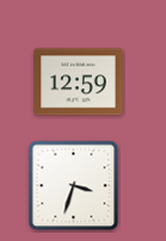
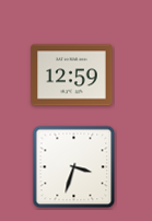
clock at (74, 186) position: (74, 186) -> (74, 167)
